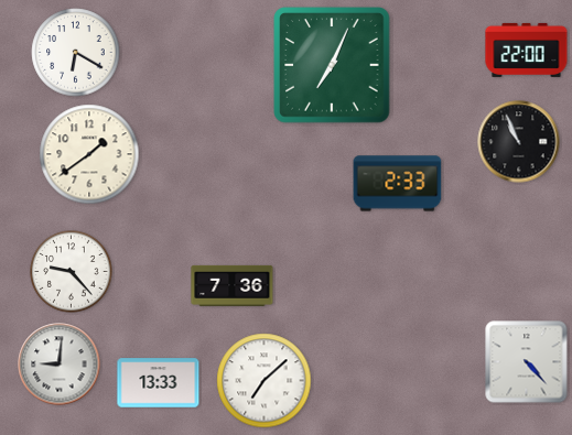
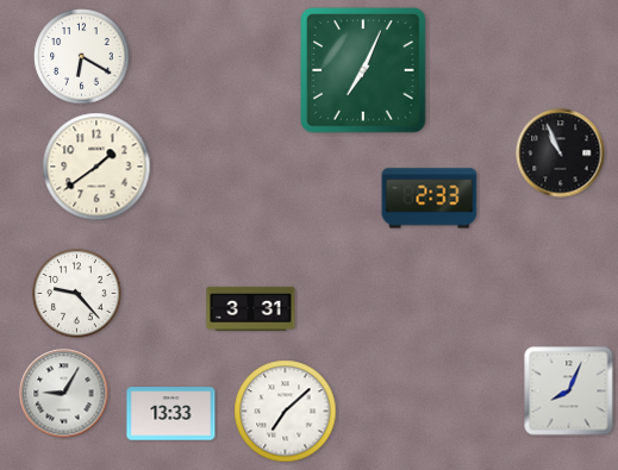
clock at (527, 50): 22:00 -> none
clock at (332, 65) position: (332, 65) -> (363, 70)
clock at (233, 285): 7:36 -> 3:31
clock at (527, 362): 4:23 -> 8:04
clock at (60, 365): 9:01 -> 9:05
